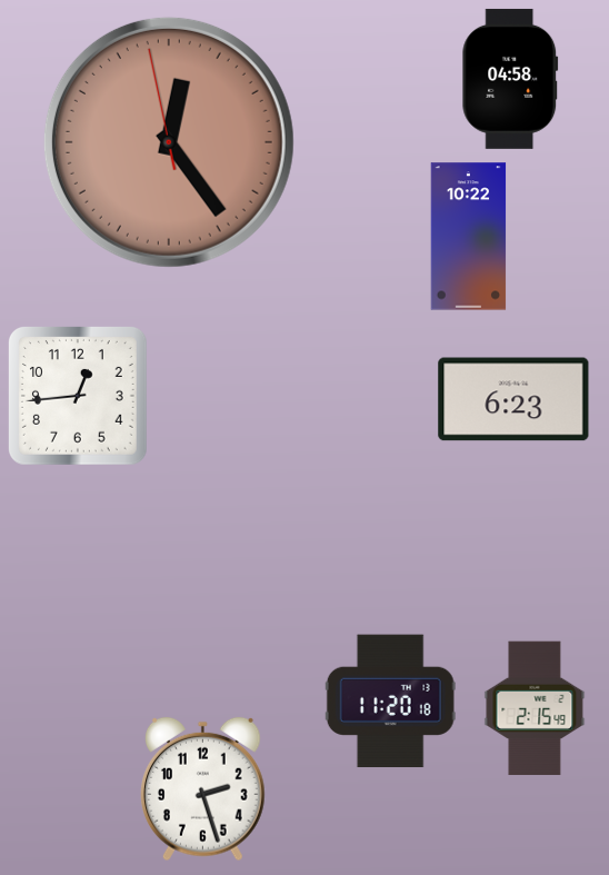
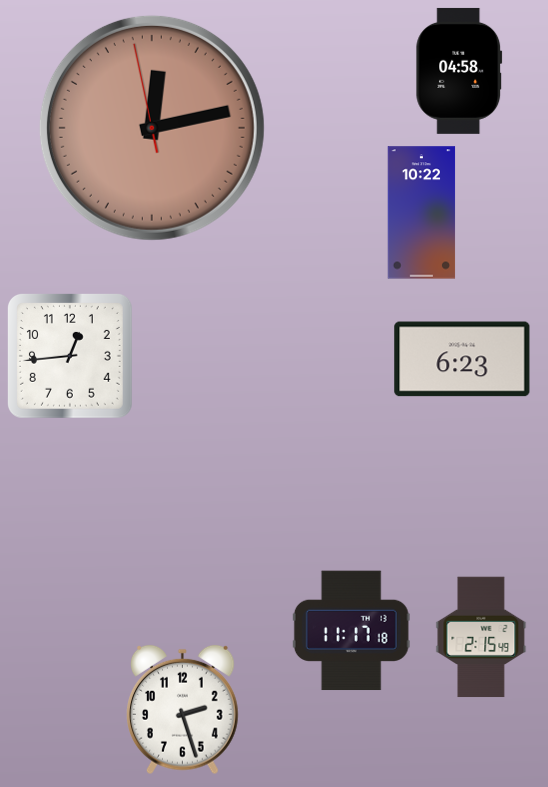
clock at (169, 142): 12:23 -> 12:12
clock at (390, 702): 11:20 -> 11:17
